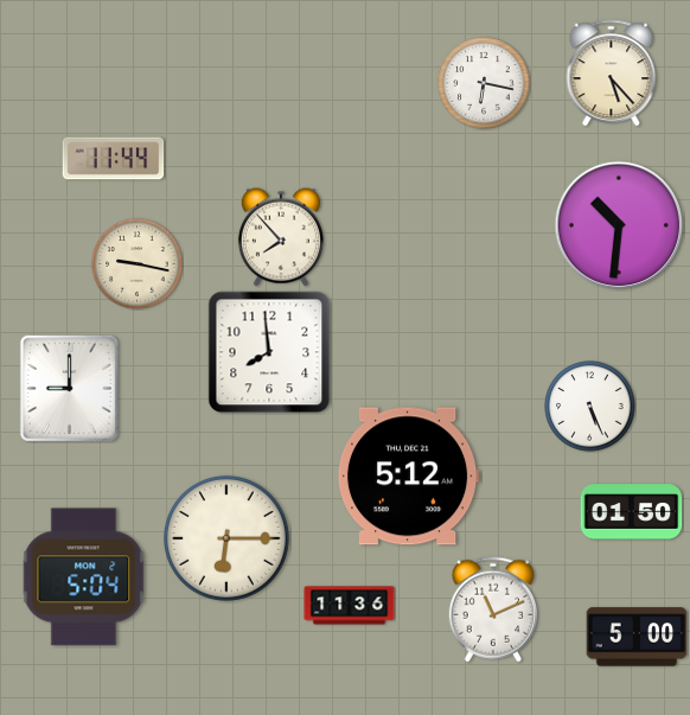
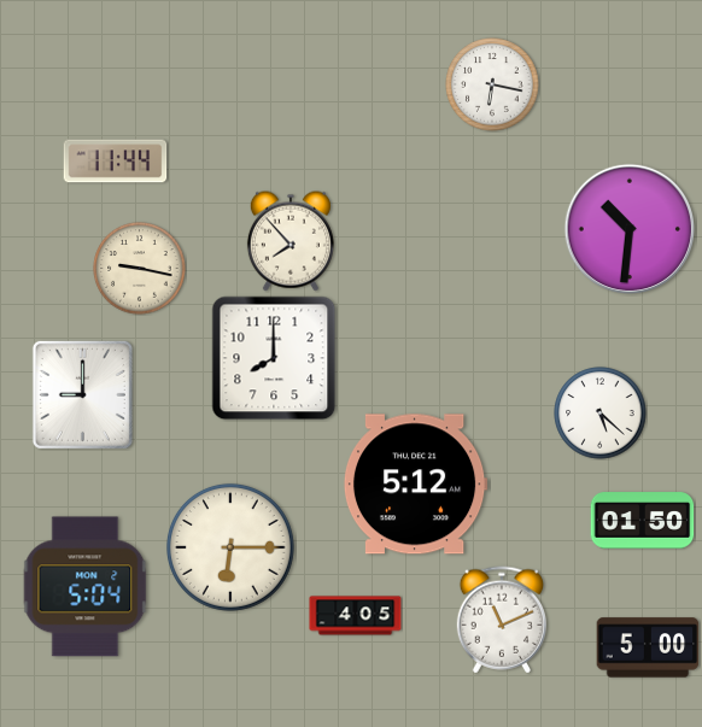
clock at (612, 72): 5:23 -> none
clock at (281, 237) position: (281, 237) -> (291, 241)
clock at (269, 352): 7:59 -> 8:00
clock at (69, 388) position: (69, 388) -> (82, 394)
clock at (590, 407): 5:26 -> 5:22
clock at (350, 606): 11:36 -> 4:05
